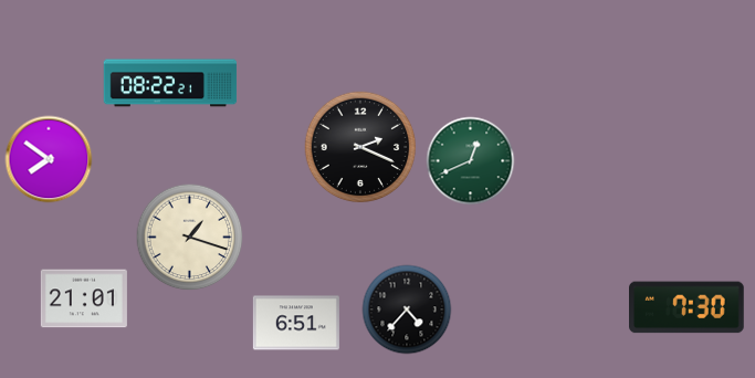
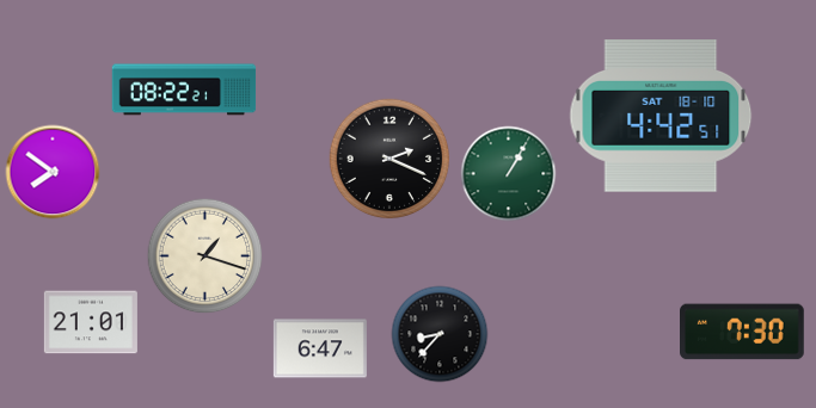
clock at (661, 116): none -> 4:42
clock at (471, 161): 12:41 -> 1:05
clock at (407, 309): 4:37 -> 8:37
clock at (296, 323): 6:51 -> 6:47
